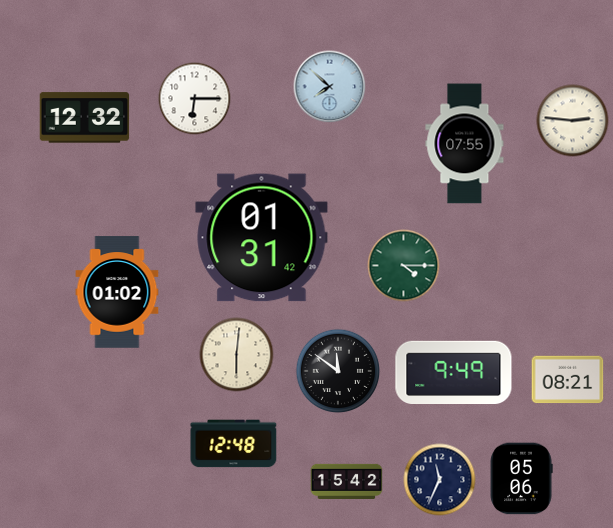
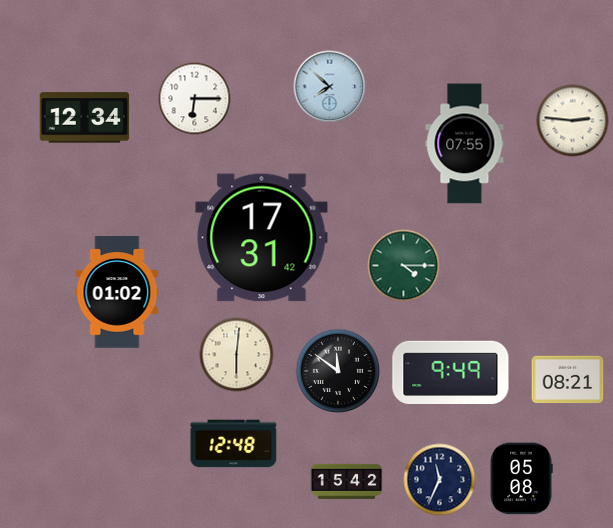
clock at (85, 118): 12:32 -> 12:34
clock at (262, 238): 01:31 -> 17:31
clock at (454, 372) position: (454, 372) -> (451, 372)
clock at (521, 479): 05:06 -> 05:08
